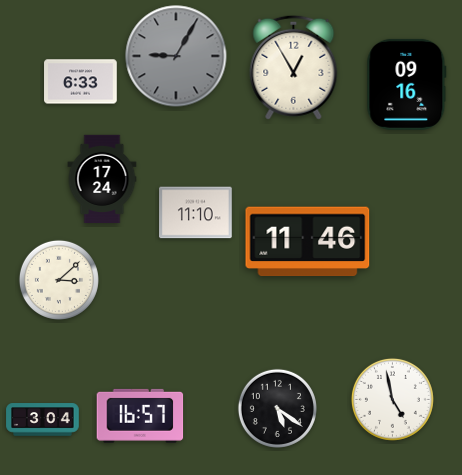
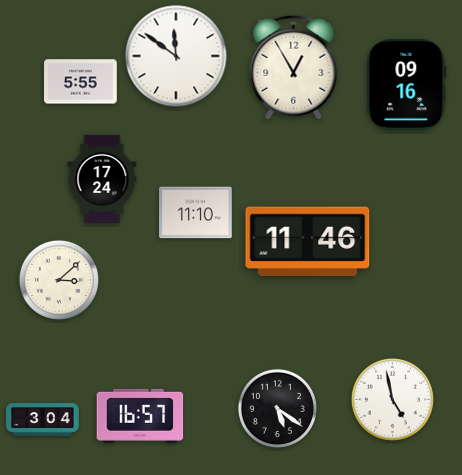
clock at (176, 56): 9:05 -> 11:51
clock at (176, 56) dial: grey -> white
clock at (81, 82): 6:33 -> 5:55
